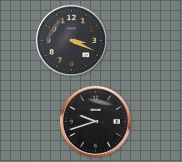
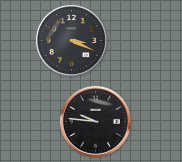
clock at (95, 121): 9:42 -> 9:46
